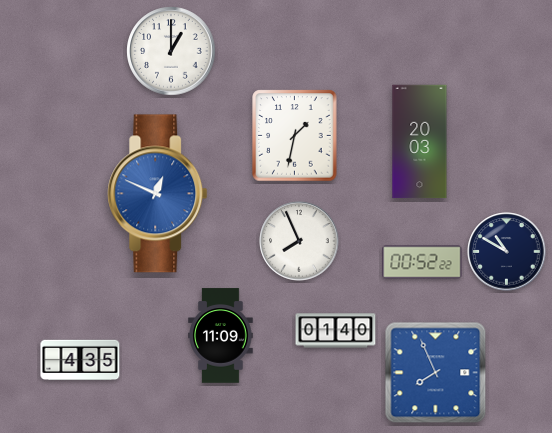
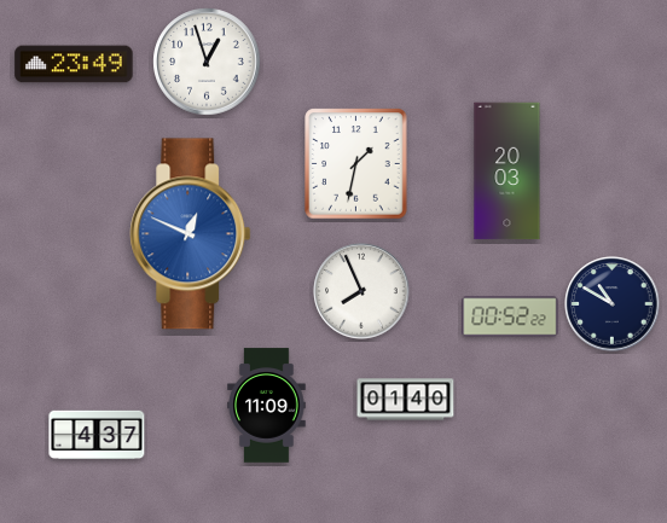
clock at (171, 51): 1:00 -> 12:57
clock at (74, 64): none -> 23:49
clock at (80, 359): 4:35 -> 4:37
clock at (436, 373): 7:56 -> none
